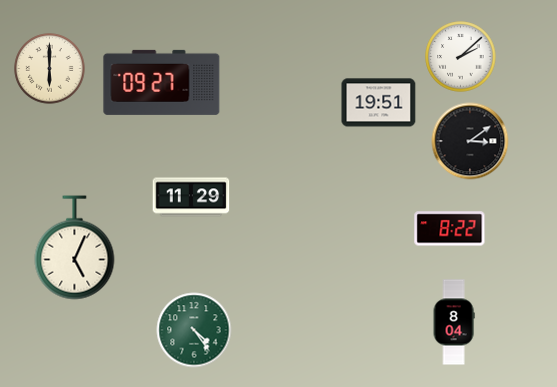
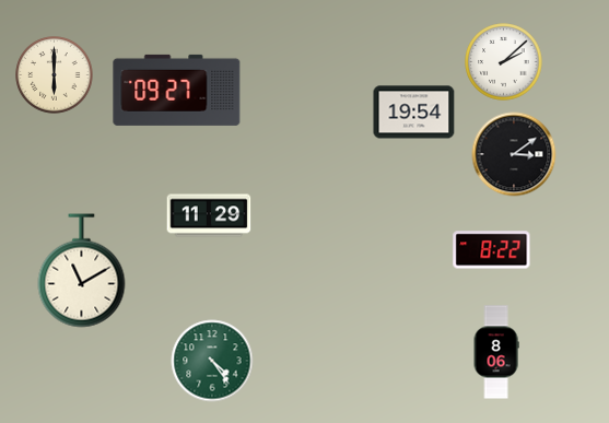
clock at (379, 103): 19:51 -> 19:54
clock at (75, 248): 5:04 -> 11:10
clock at (454, 322): 8:04 -> 8:06
